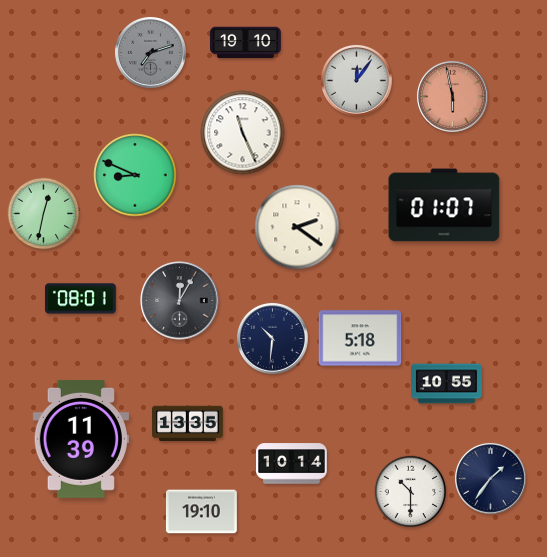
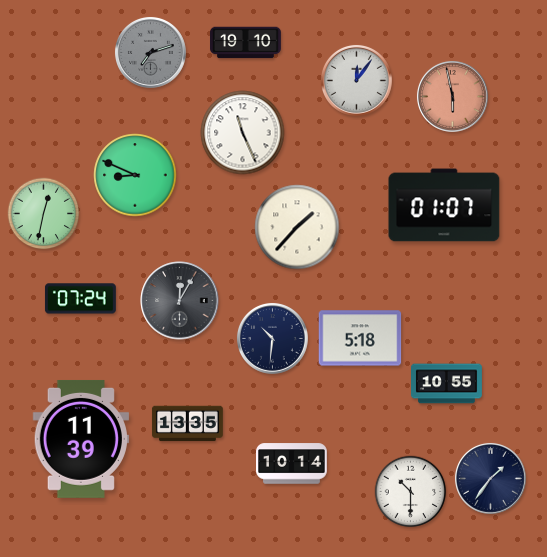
clock at (297, 227): 2:21 -> 1:37
clock at (80, 299): 08:01 -> 07:24
clock at (201, 512): 19:10 -> none
